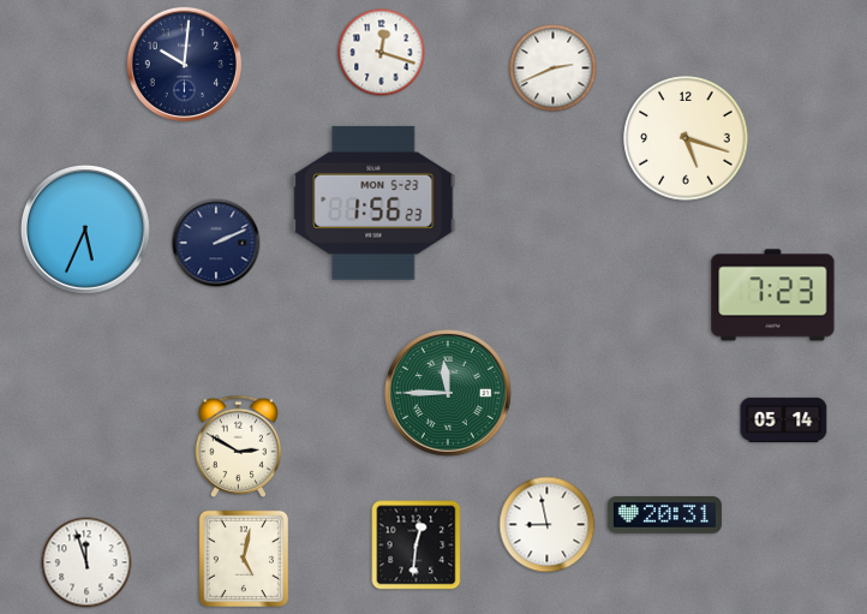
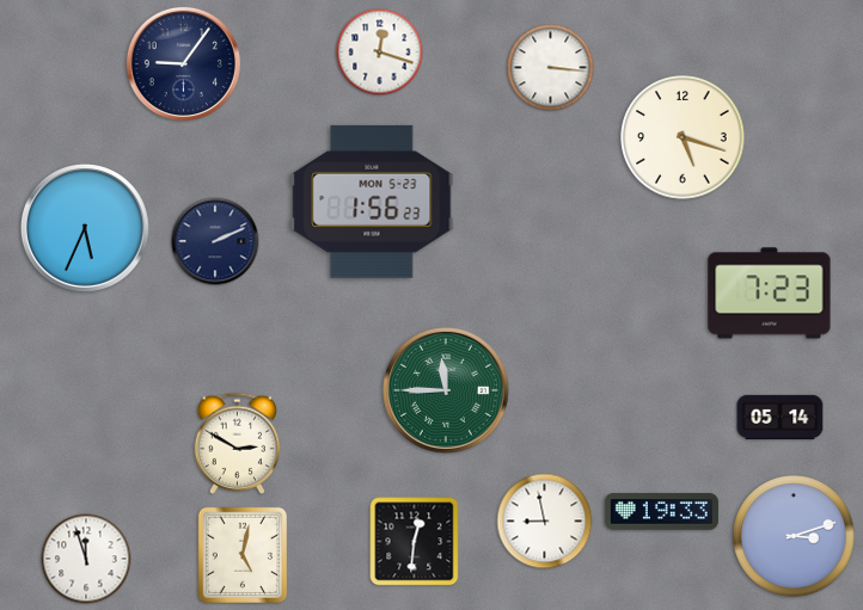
clock at (184, 64): 10:01 -> 9:06
clock at (554, 68): 2:41 -> 3:16
clock at (664, 515): 20:31 -> 19:33
clock at (794, 536): none -> 3:12
